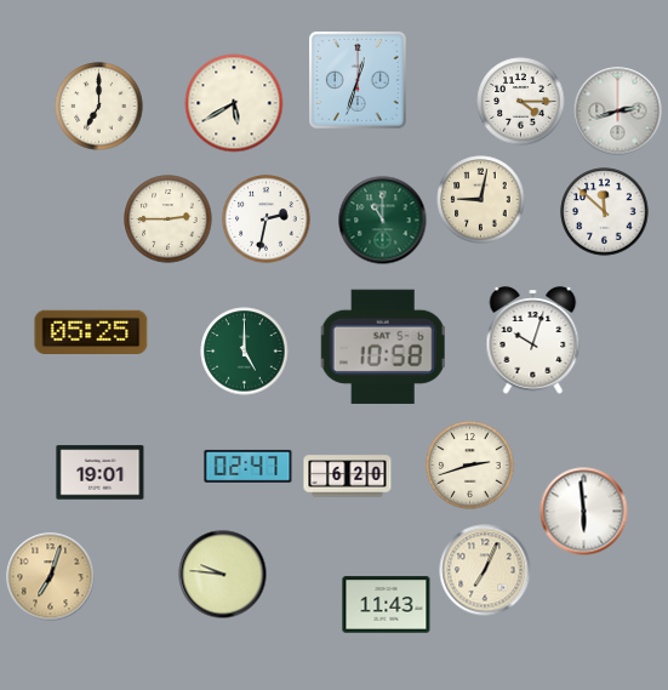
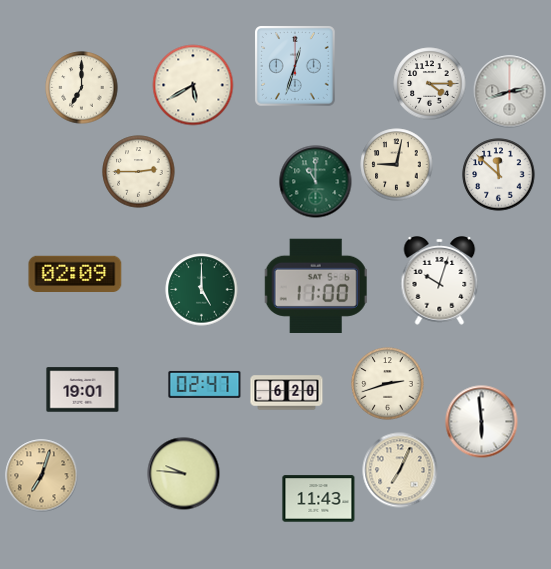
clock at (169, 219) position: (169, 219) -> (139, 172)
clock at (267, 219): 2:32 -> none
clock at (91, 332): 05:25 -> 02:09
clock at (383, 346): 10:58 -> 11:00
